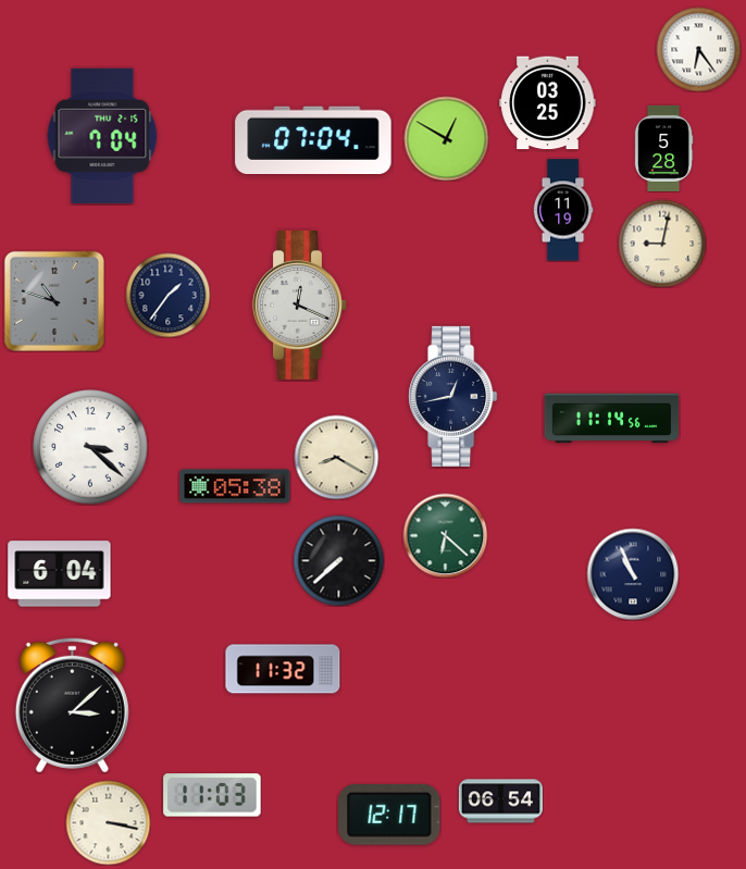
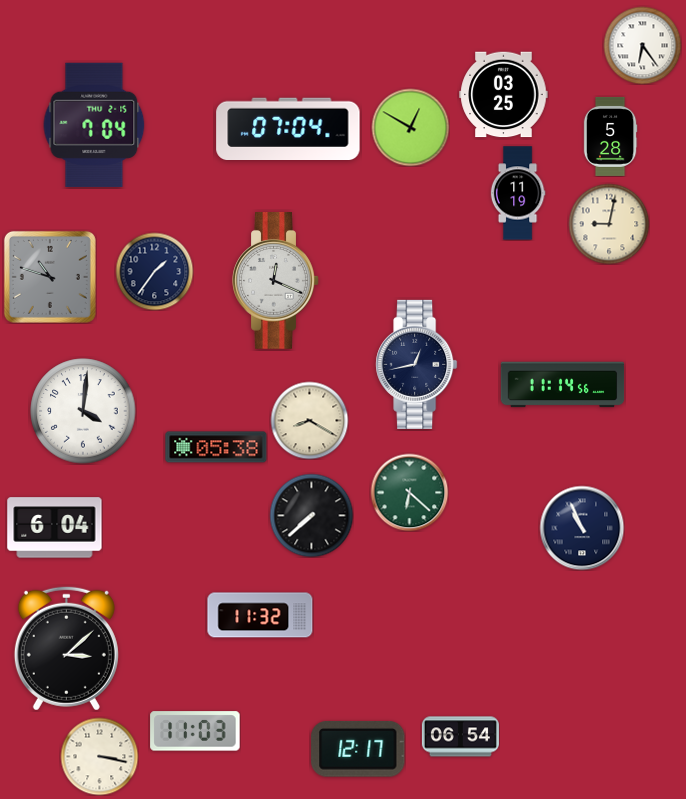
clock at (90, 447): 3:22 -> 4:01
